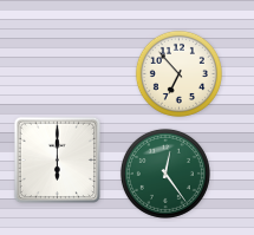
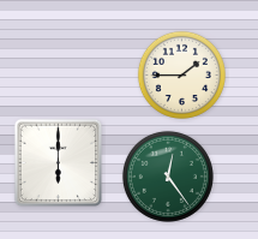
clock at (178, 73): 6:53 -> 1:45
